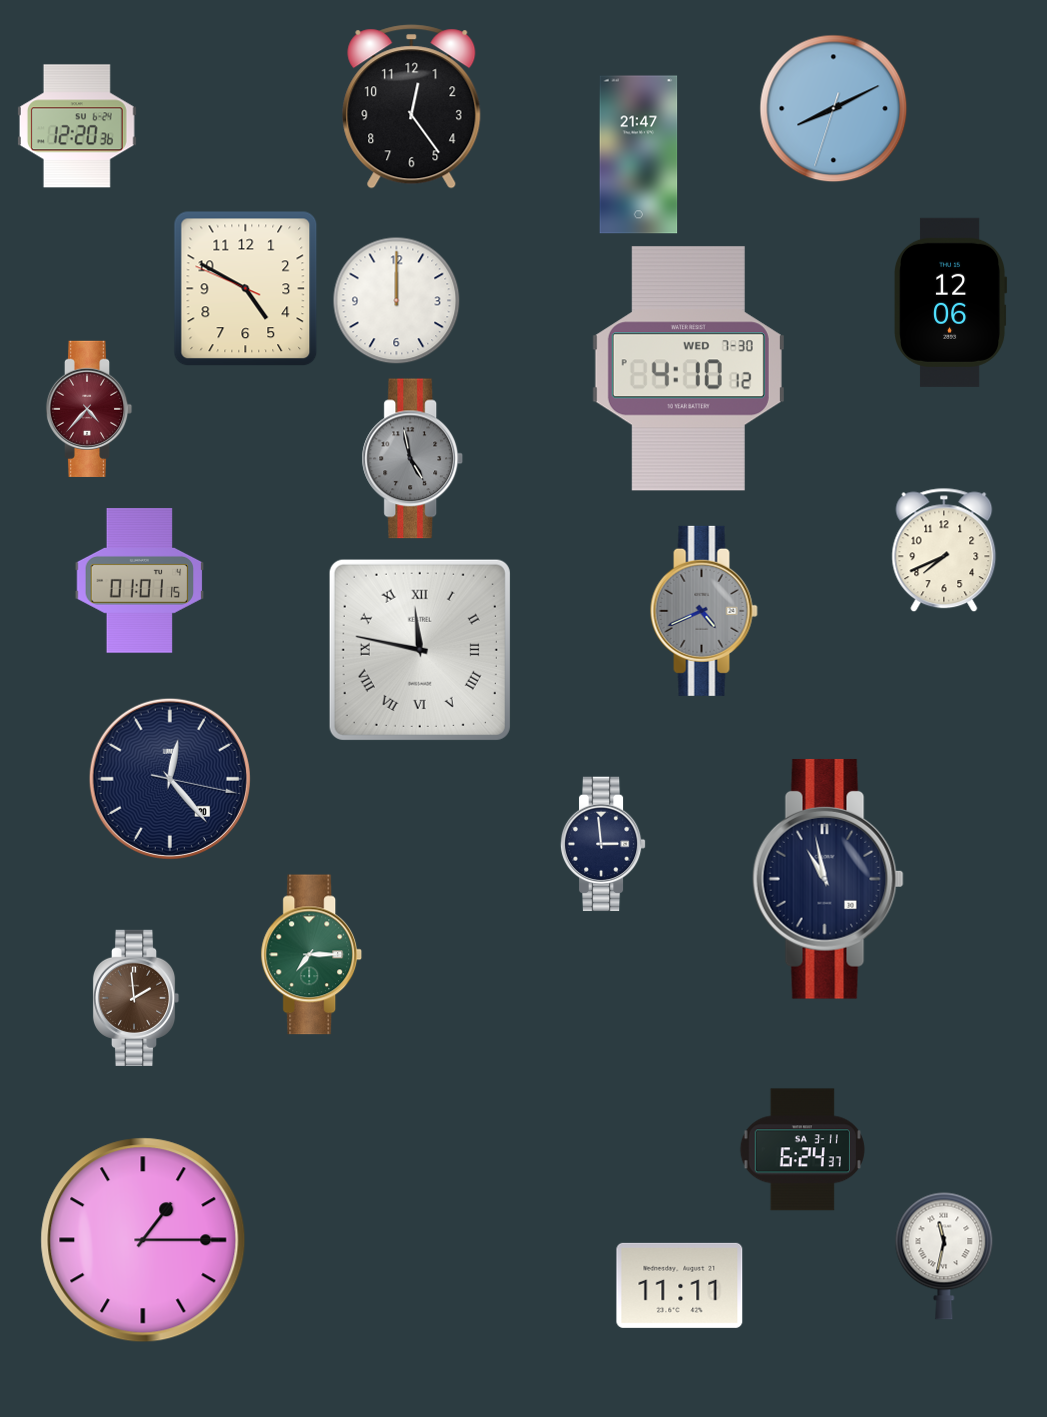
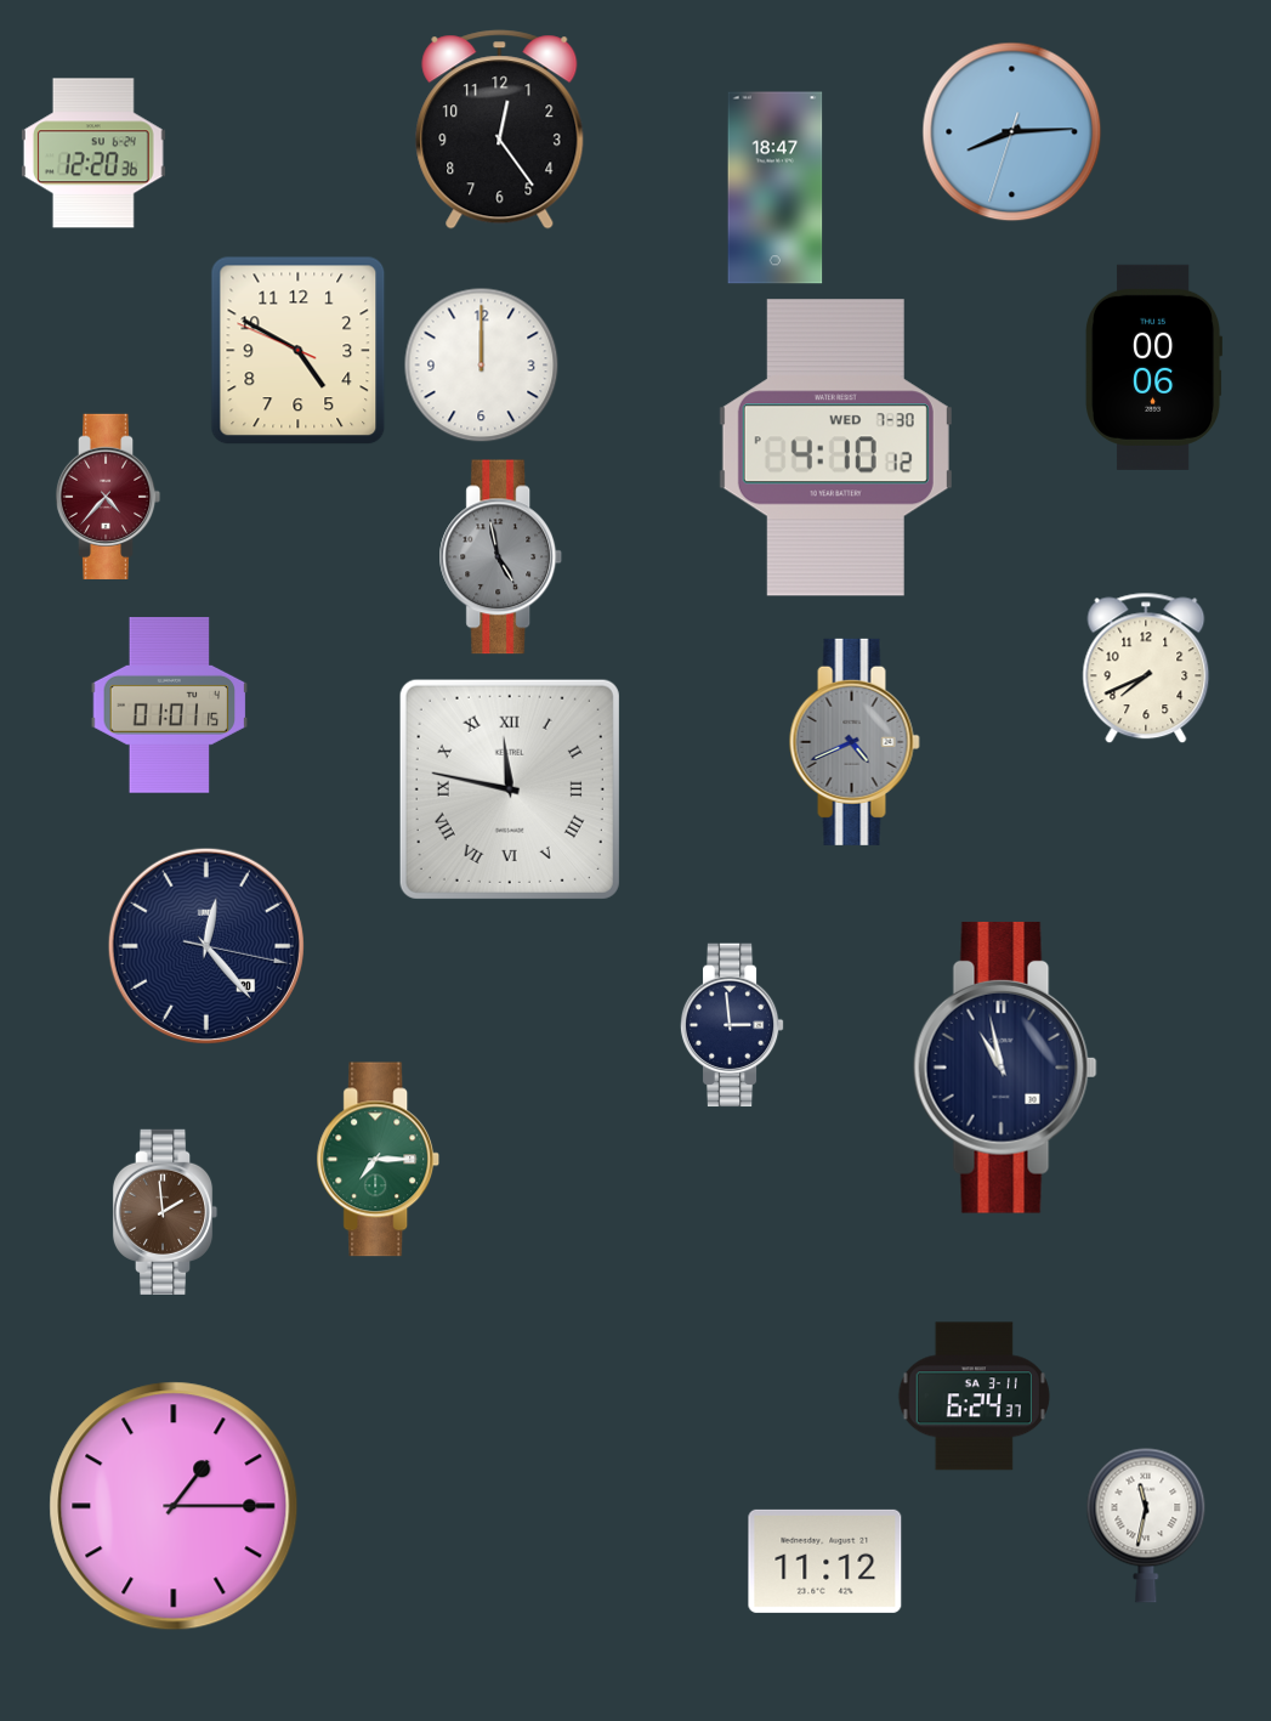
clock at (834, 109): 8:10 -> 8:14
clock at (639, 155): 21:47 -> 18:47
clock at (951, 302): 12:06 -> 00:06
clock at (680, 1285): 11:11 -> 11:12
